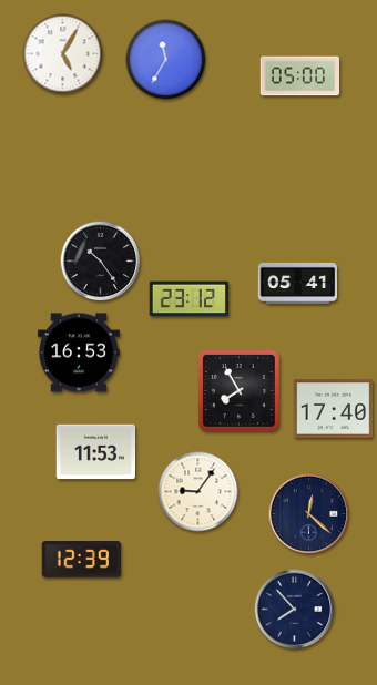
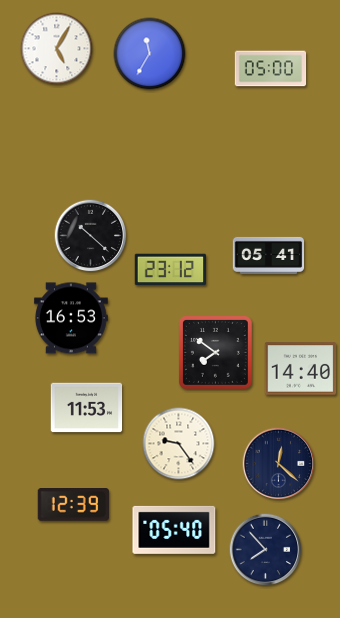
clock at (101, 262): 10:24 -> 10:22
clock at (238, 390): 7:55 -> 7:51
clock at (334, 409): 17:40 -> 14:40
clock at (198, 492): 9:06 -> 9:24
clock at (174, 530): none -> 05:40
